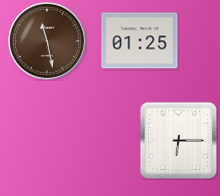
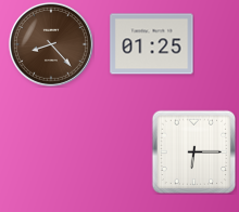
clock at (47, 41): 11:28 -> 8:23
